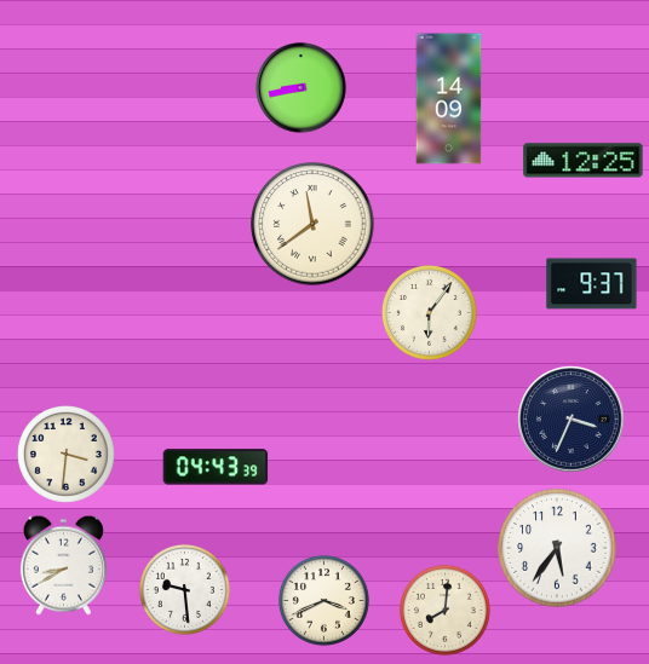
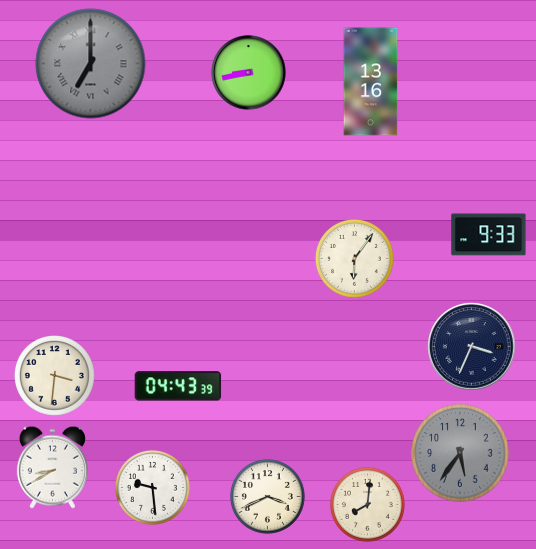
clock at (91, 64): none -> 7:00
clock at (449, 99): 14:09 -> 13:16
clock at (584, 161): 12:25 -> none
clock at (312, 224): 11:39 -> none
clock at (592, 284): 9:37 -> 9:33
clock at (557, 548) dial: white -> grey
